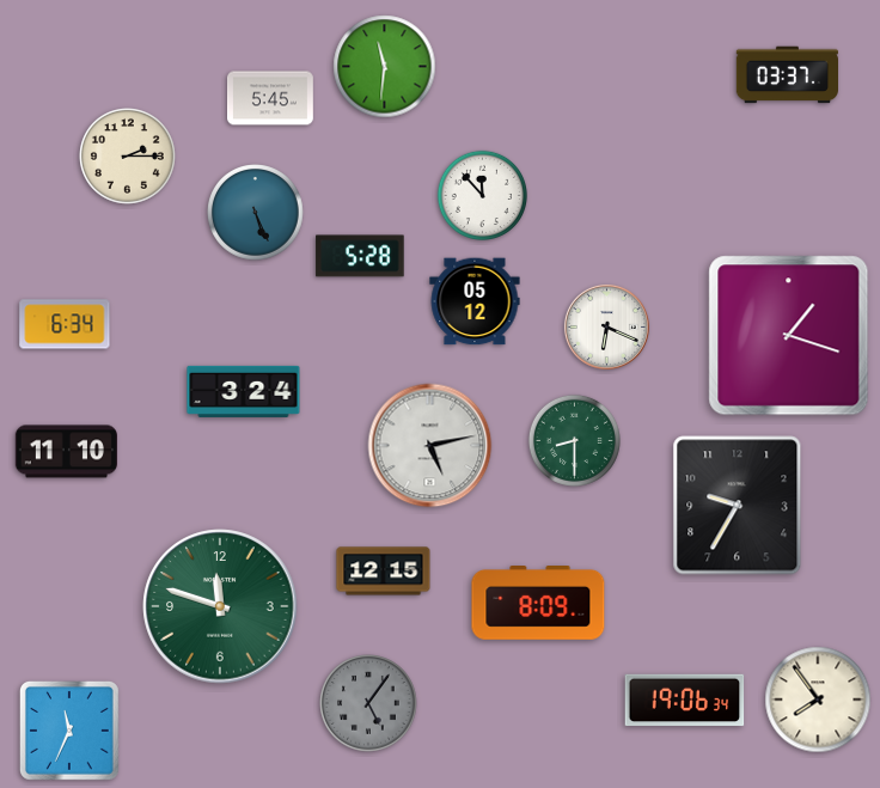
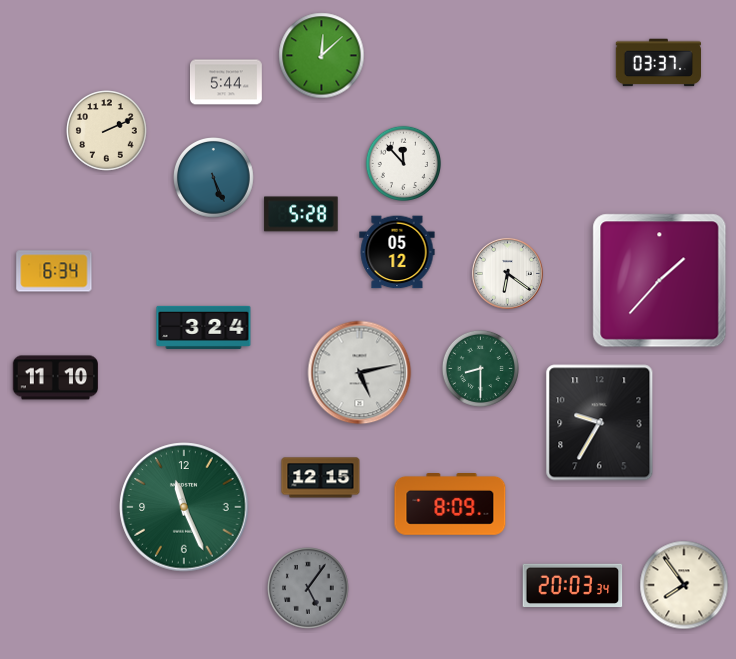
clock at (385, 67): 11:31 -> 12:08
clock at (271, 98): 5:45 -> 5:44
clock at (128, 157): 2:15 -> 2:11
clock at (606, 326): 6:19 -> 6:21
clock at (789, 336): 1:18 -> 1:37
clock at (738, 506) position: (738, 506) -> (600, 423)
clock at (220, 606): 11:48 -> 11:26
clock at (685, 701): 19:06 -> 20:03
clock at (69, 731): 11:34 -> none
